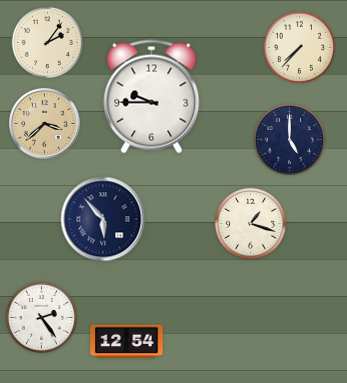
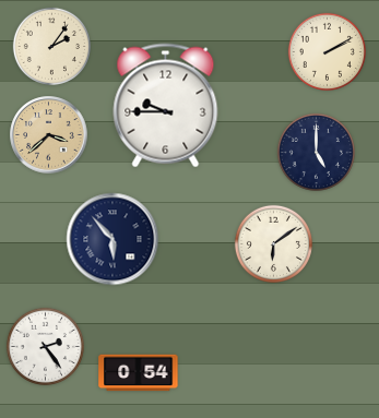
clock at (299, 47): 7:37 -> 2:10
clock at (250, 223): 1:18 -> 6:09
clock at (127, 342): 12:54 -> 0:54
